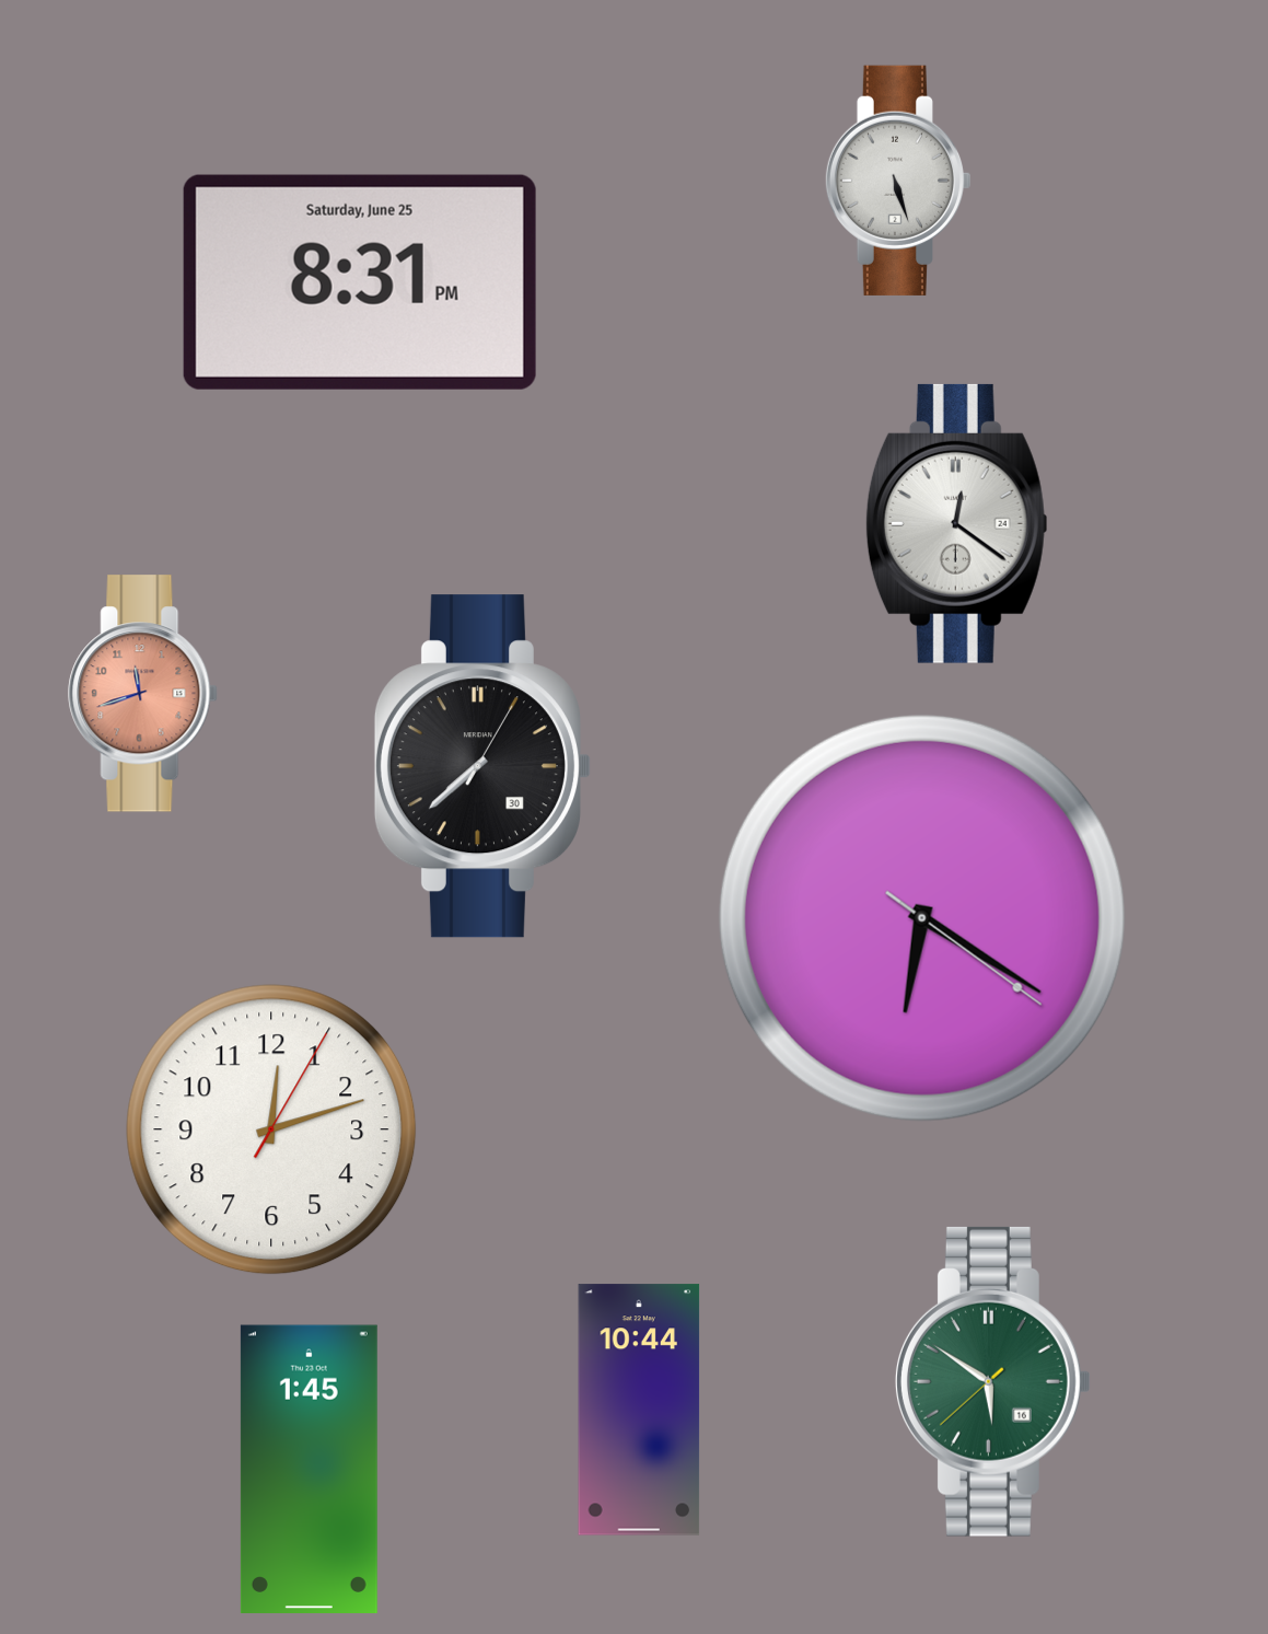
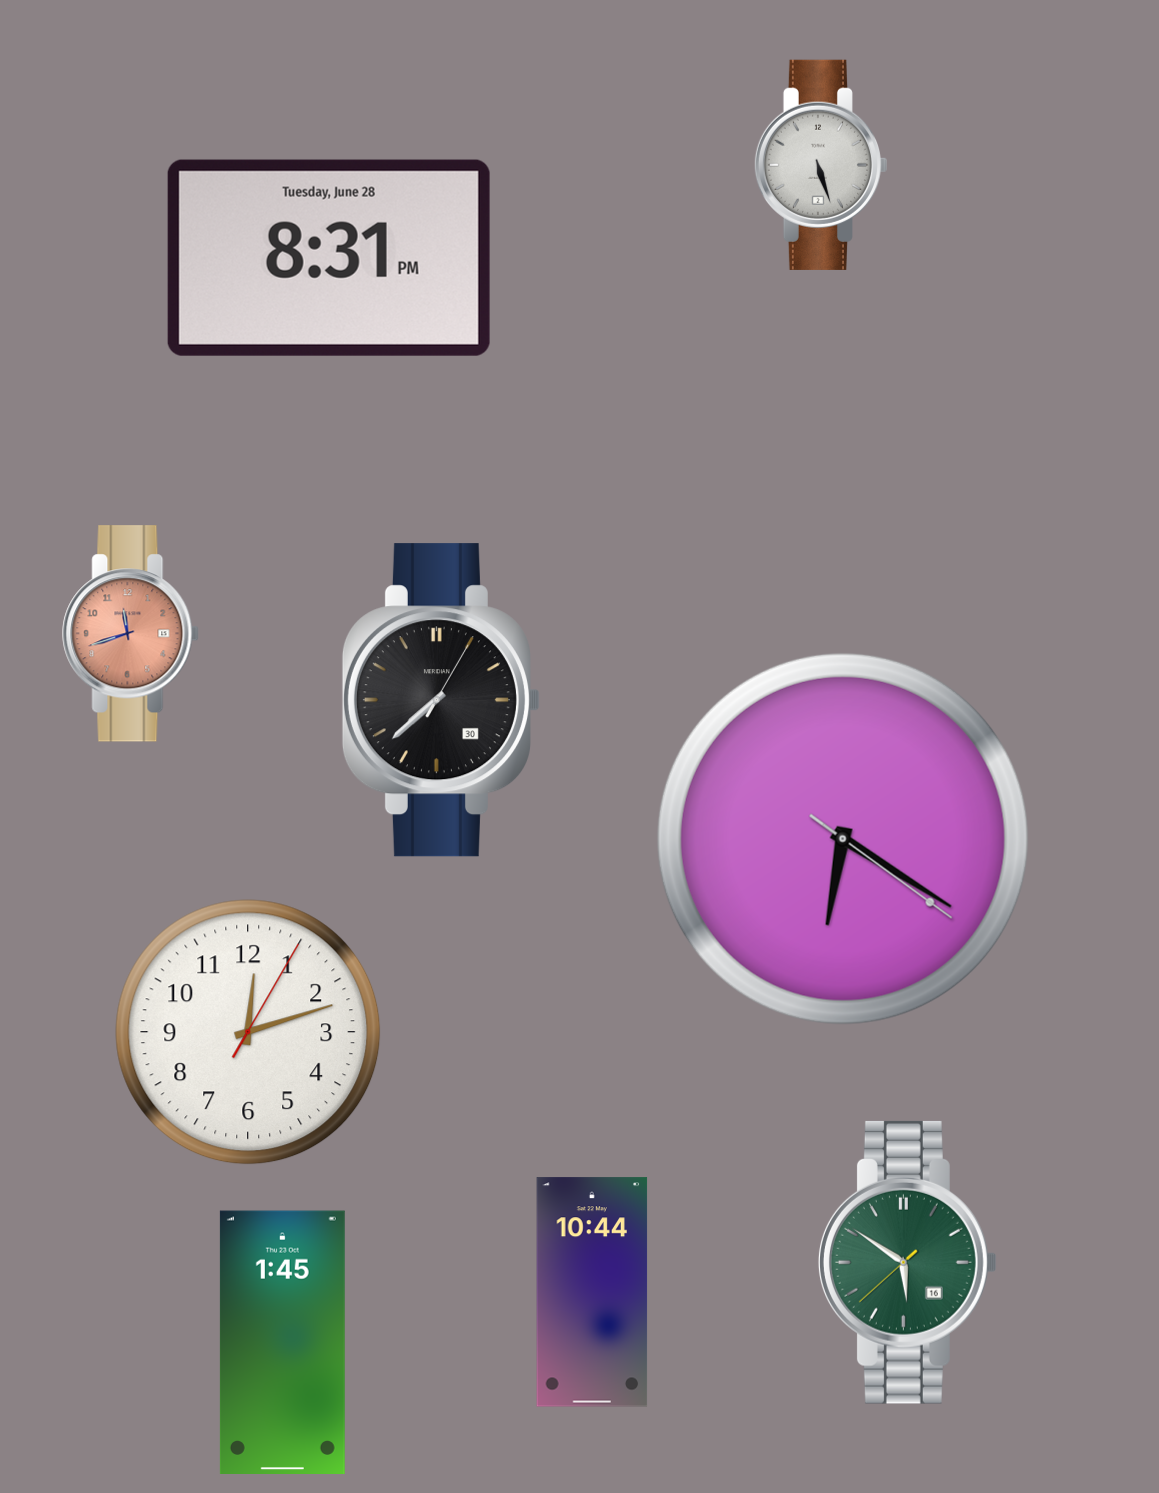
clock at (360, 282) date: Saturday, June 25 -> Tuesday, June 28
clock at (956, 523): 12:21 -> none
clock at (639, 1410) position: (639, 1410) -> (592, 1292)
